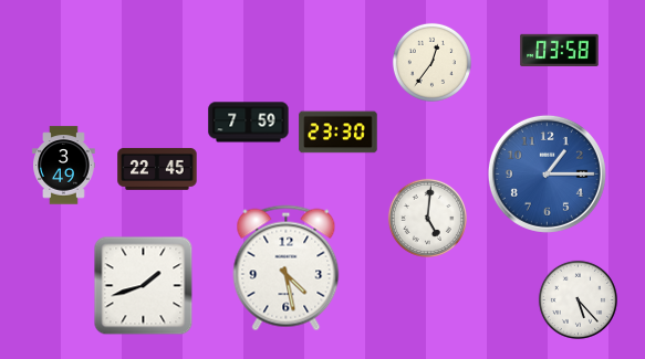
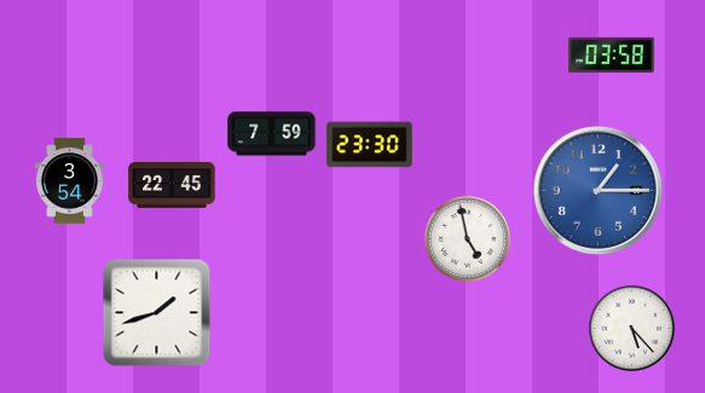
clock at (431, 62): 12:36 -> none
clock at (64, 166): 3:49 -> 3:54
clock at (427, 218): 5:01 -> 4:58
clock at (287, 268): 4:28 -> none
